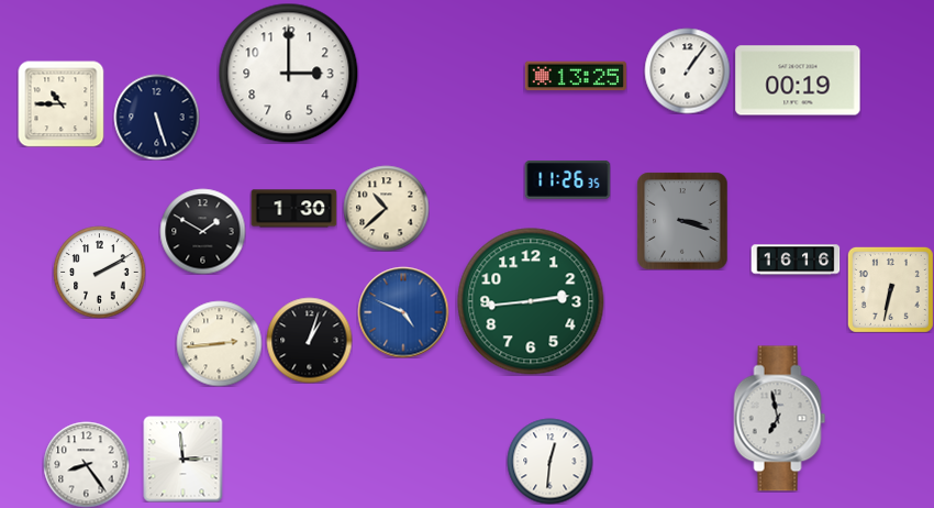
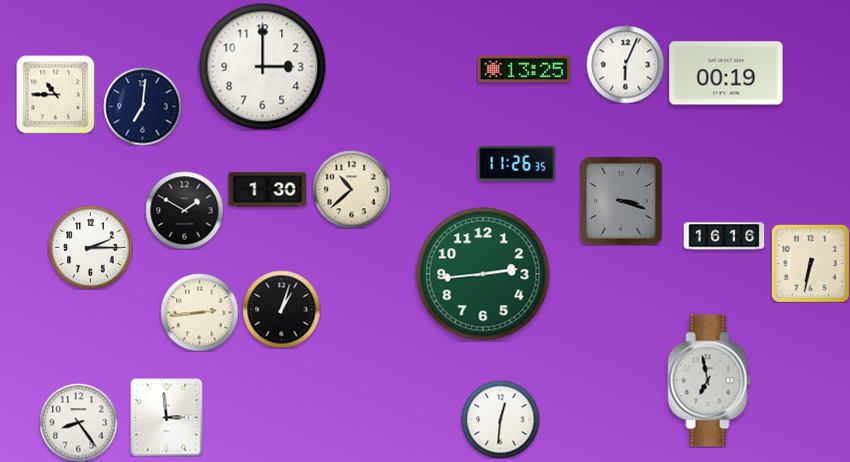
clock at (687, 70): 1:06 -> 6:04
clock at (156, 117): 5:27 -> 7:01
clock at (99, 272): 2:10 -> 2:15
clock at (403, 312): 4:49 -> none
